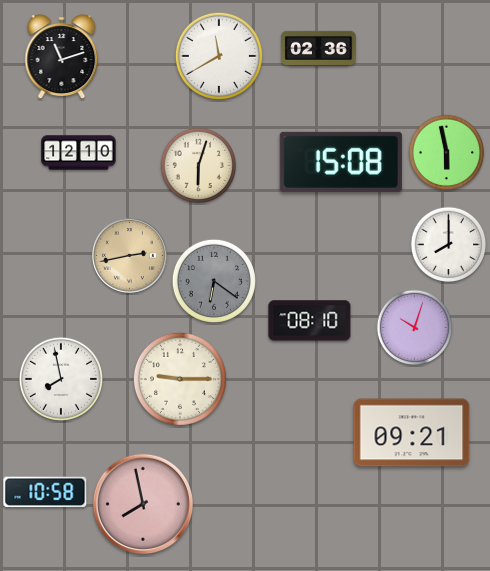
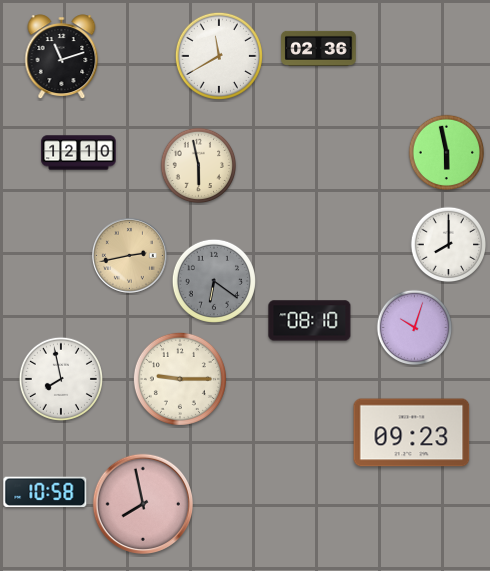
clock at (341, 162): 15:08 -> none
clock at (199, 166): 6:03 -> 5:58
clock at (412, 433): 09:21 -> 09:23
